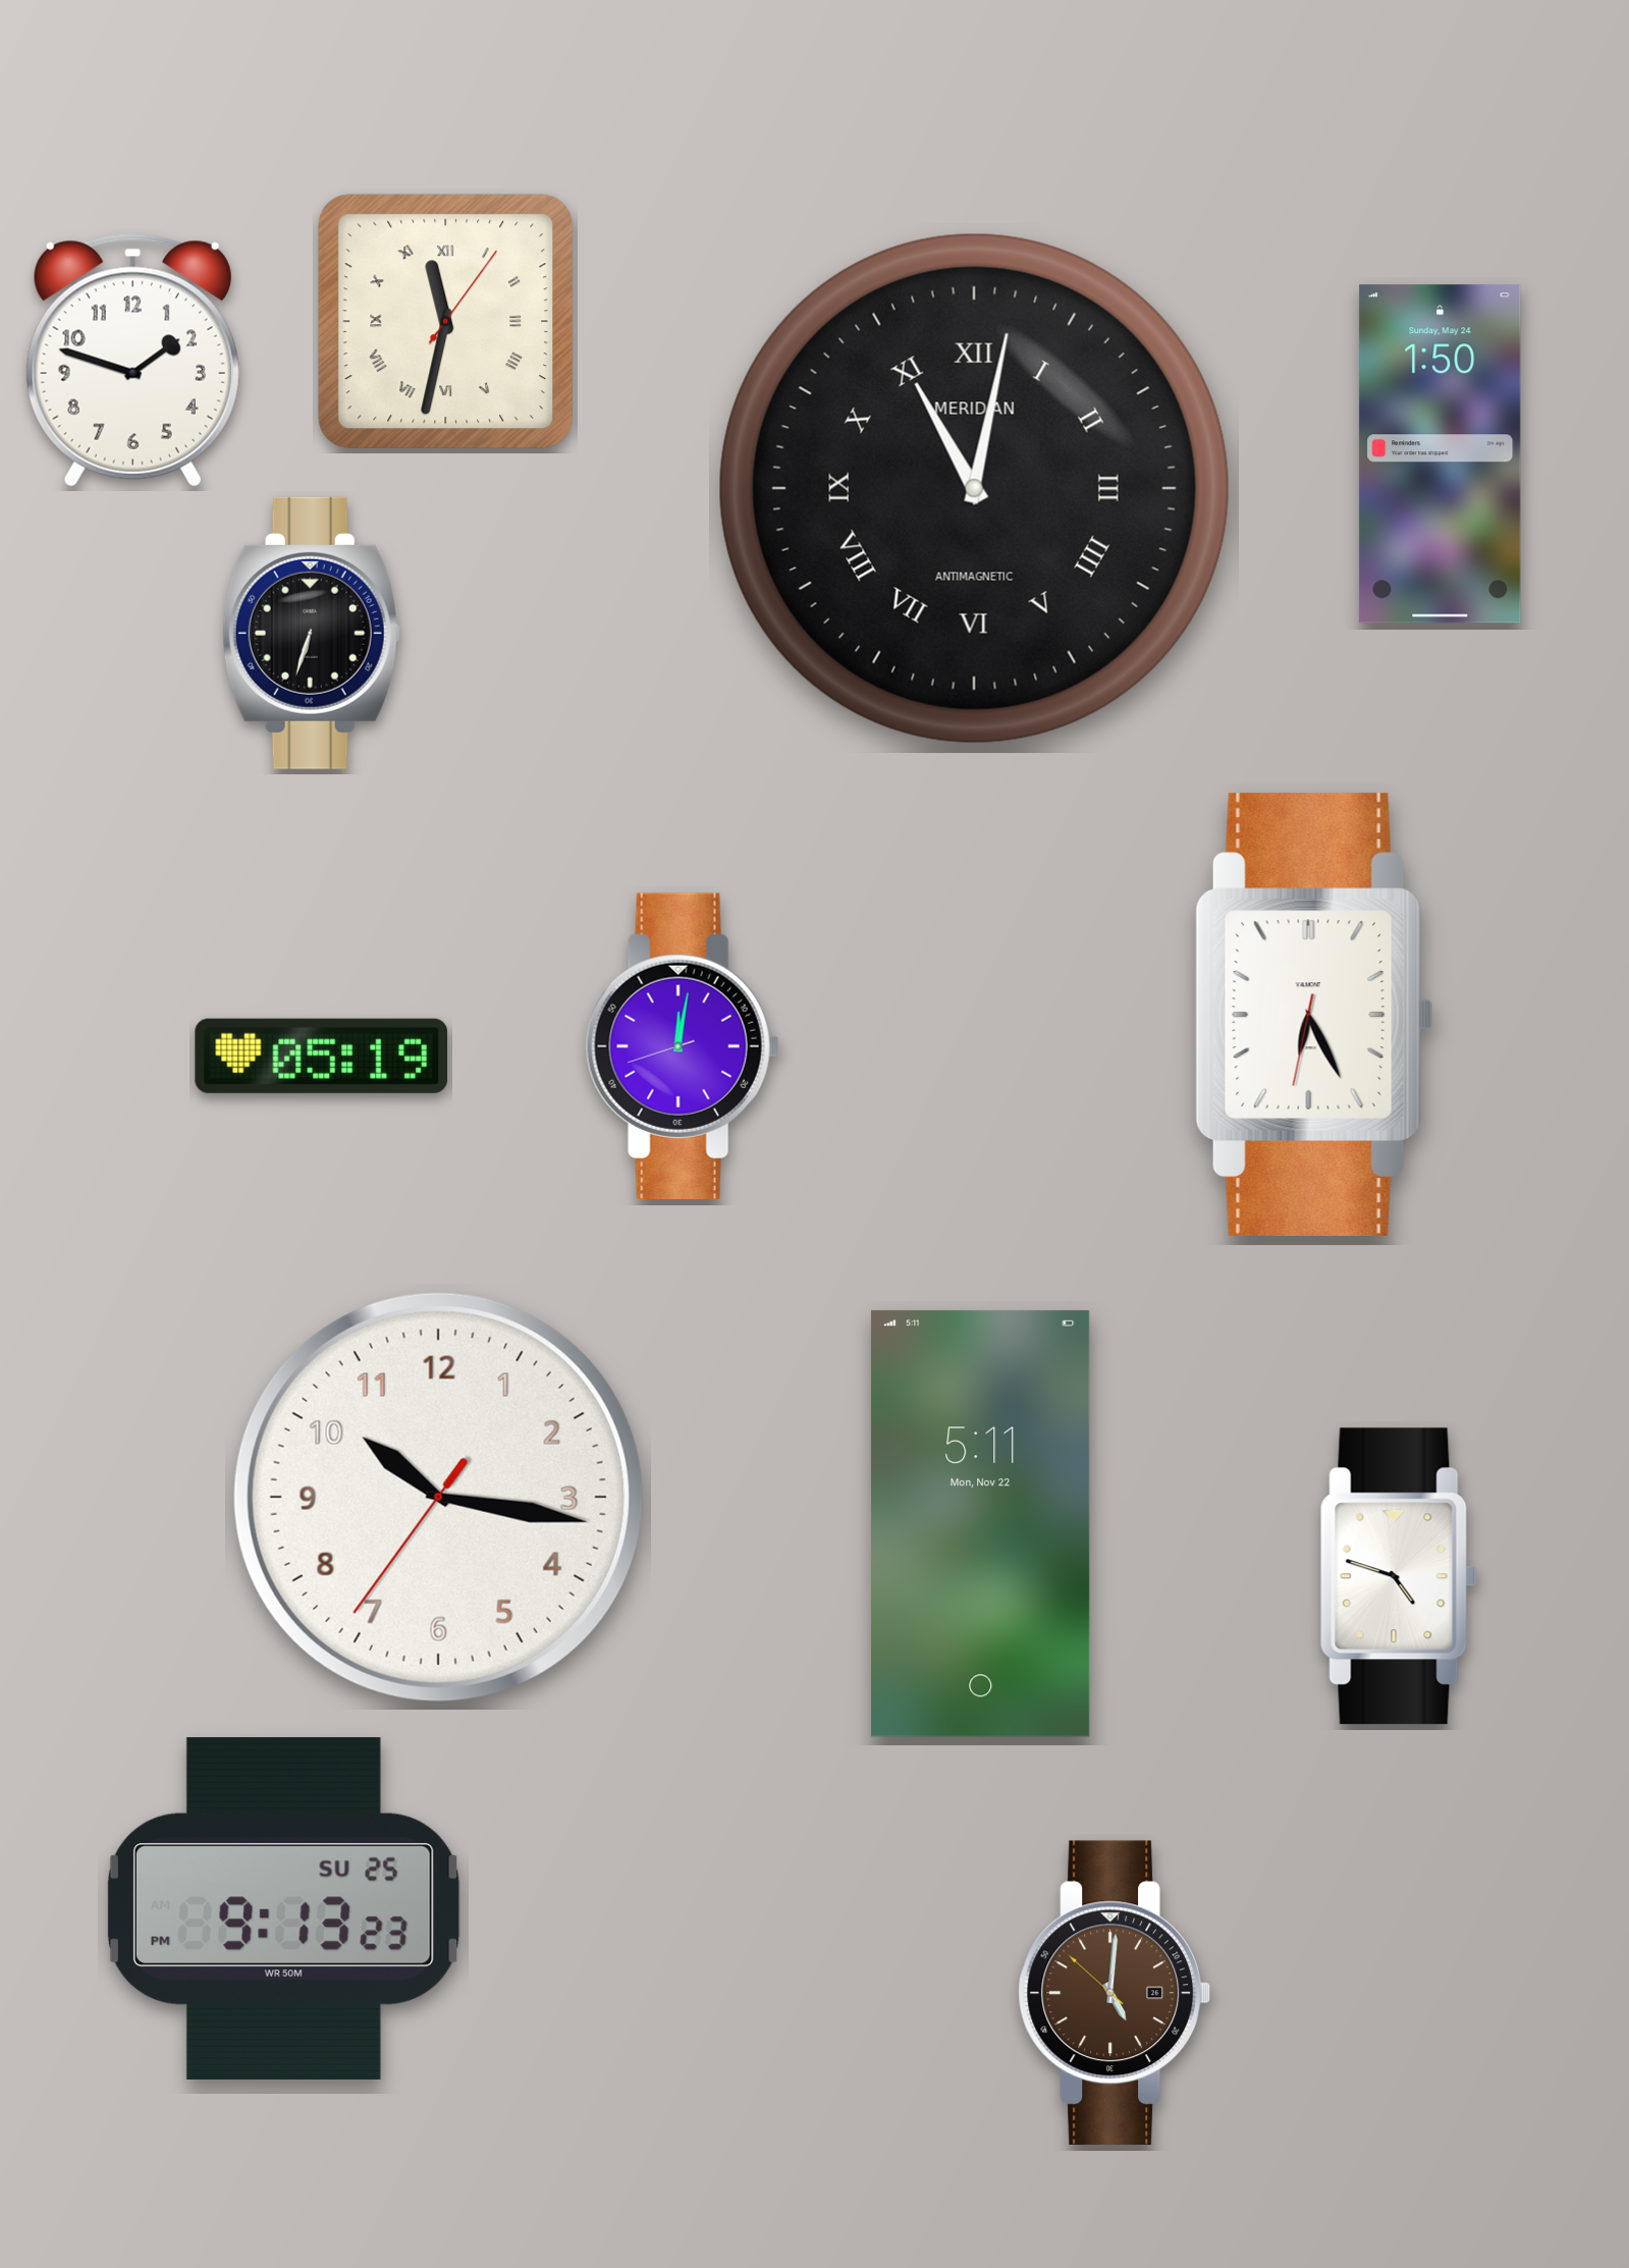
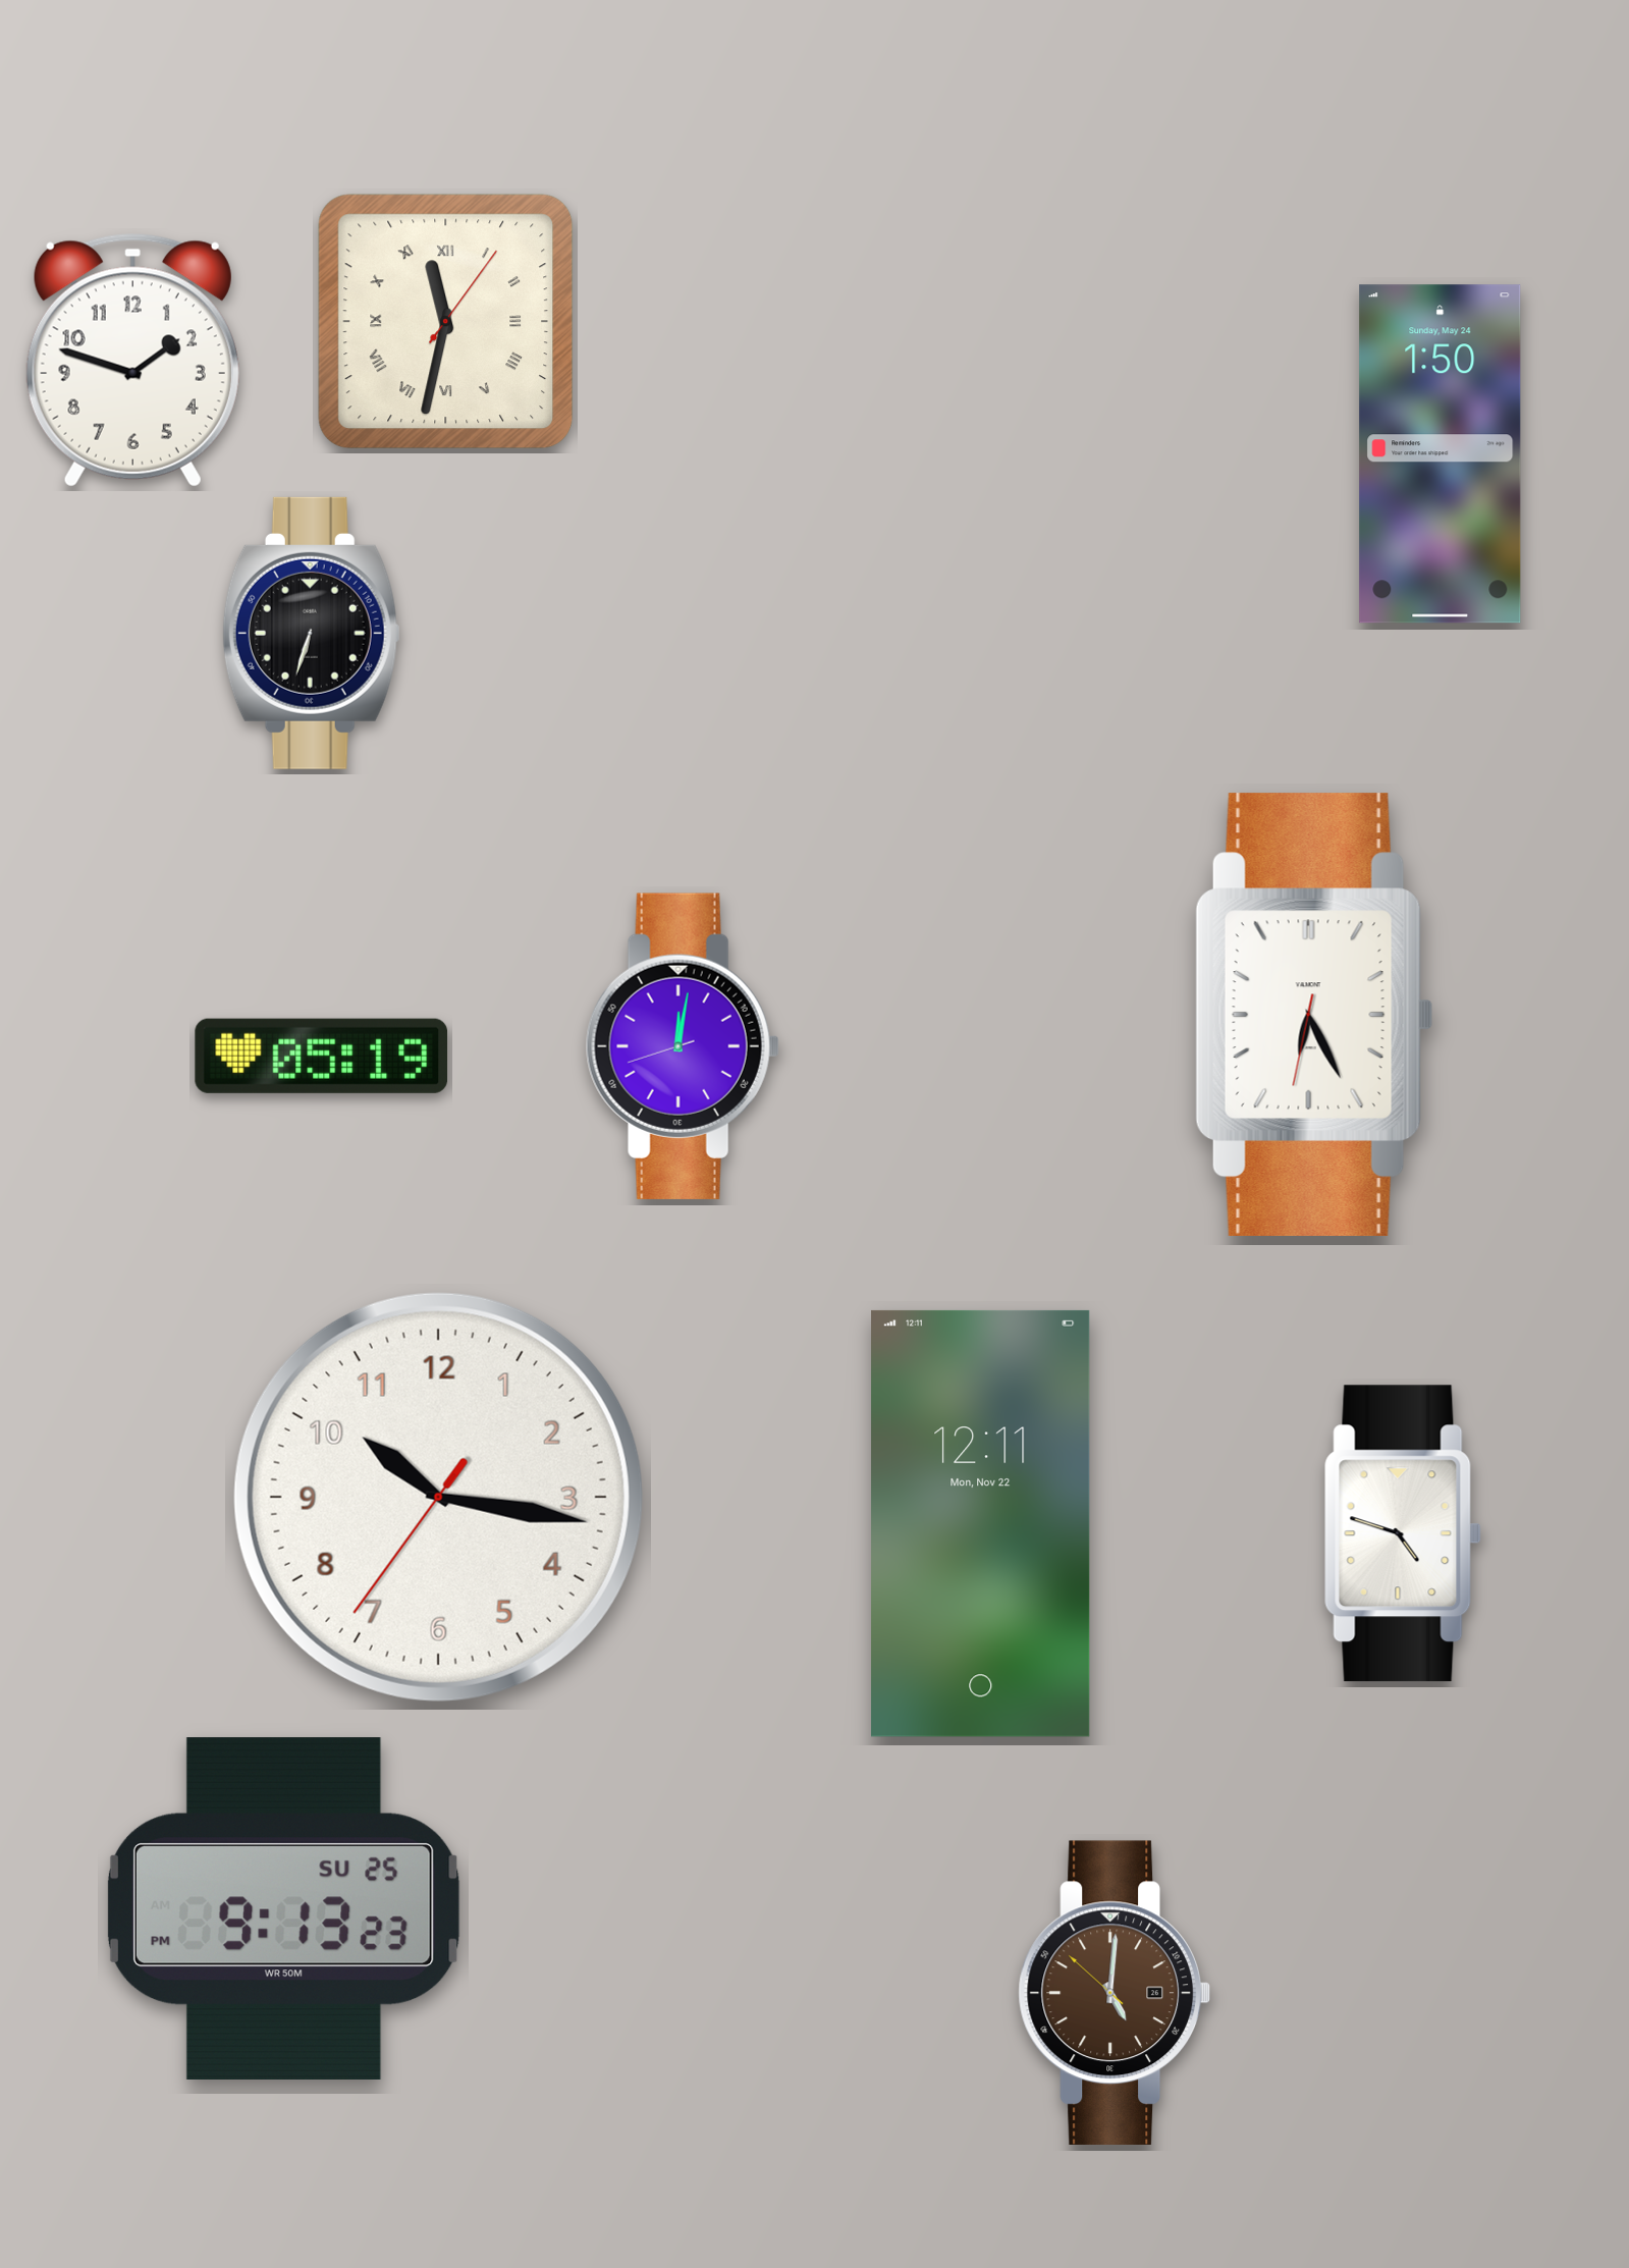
clock at (974, 488): 11:02 -> none
clock at (981, 1523): 5:11 -> 12:11
clock at (1399, 1576) position: (1399, 1576) -> (1403, 1533)
